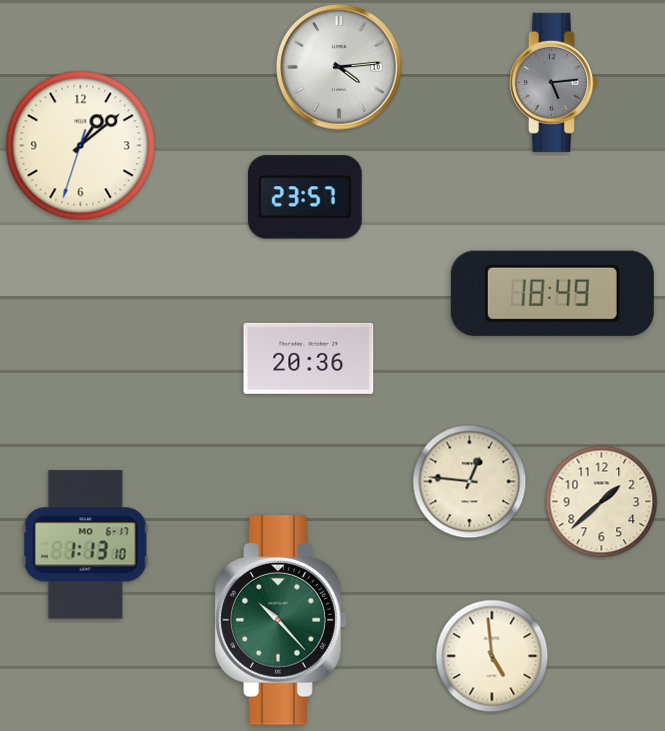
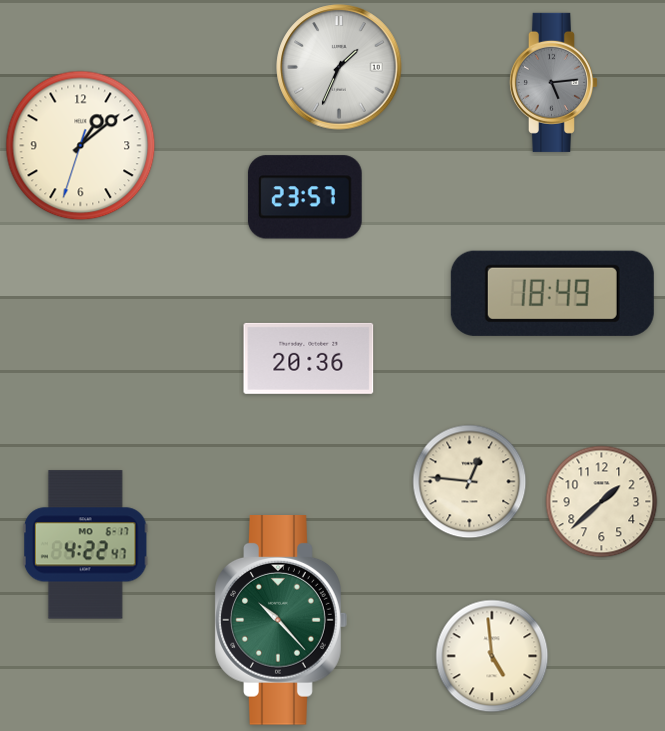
clock at (339, 67): 4:14 -> 1:34
clock at (85, 545): 1:13 -> 4:22
